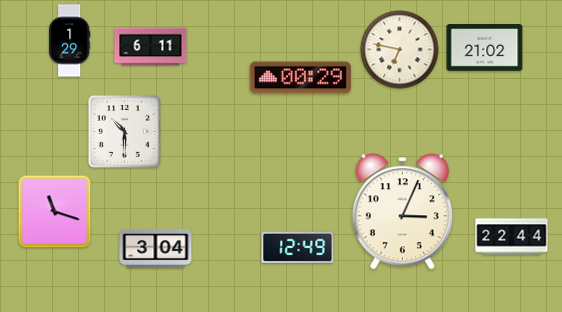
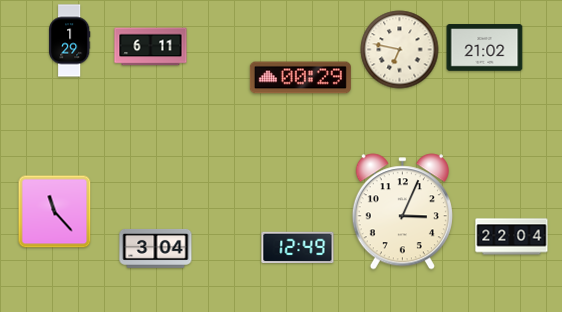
clock at (124, 131): 10:30 -> none
clock at (55, 212): 11:18 -> 11:23
clock at (512, 237): 22:44 -> 22:04
